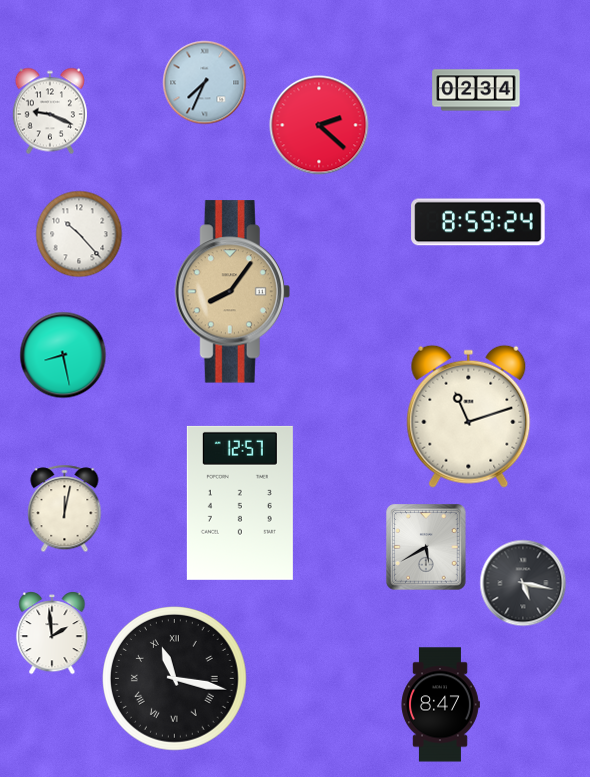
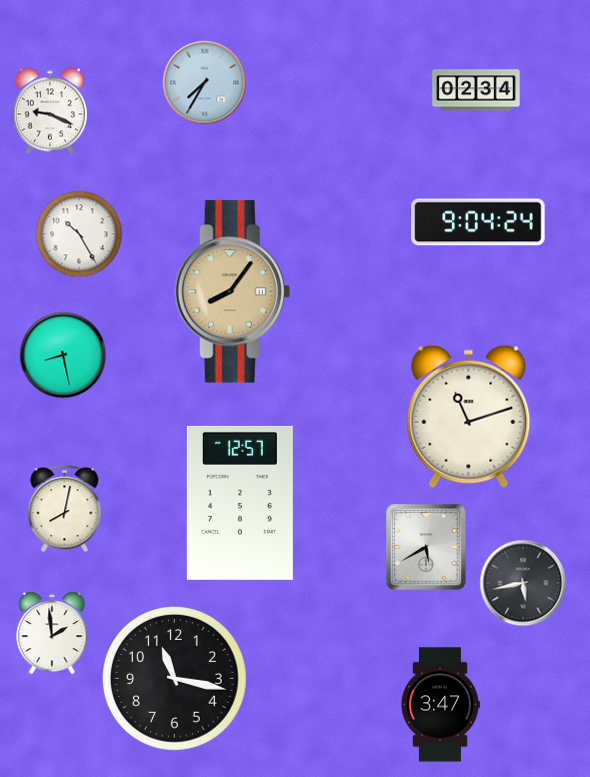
clock at (205, 83): 7:34 -> 7:35
clock at (319, 125): 2:22 -> none
clock at (478, 222): 8:59 -> 9:04
clock at (79, 234): 10:23 -> 10:25
clock at (65, 509): 12:02 -> 8:02
clock at (523, 583): 5:17 -> 5:43
clock at (175, 679) numerals: Roman -> Arabic
clock at (440, 705): 8:47 -> 3:47
